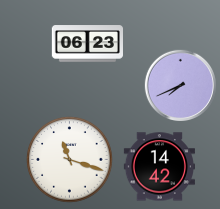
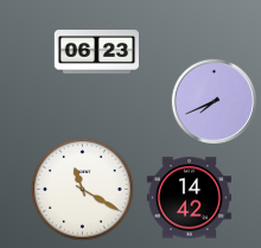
clock at (87, 44) position: (87, 44) -> (96, 52)
clock at (70, 160): 11:18 -> 11:20
